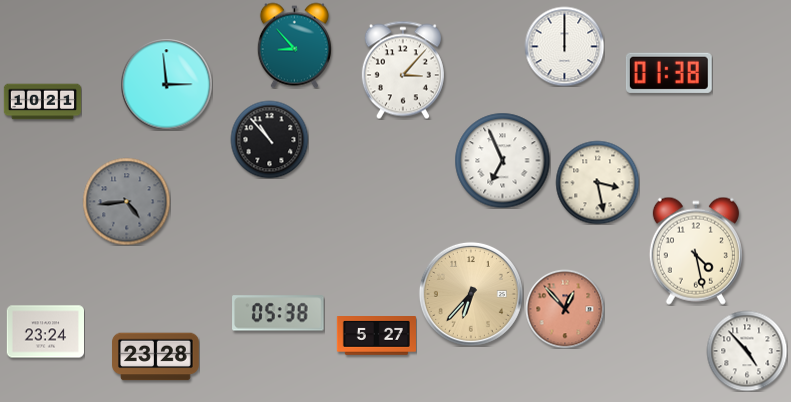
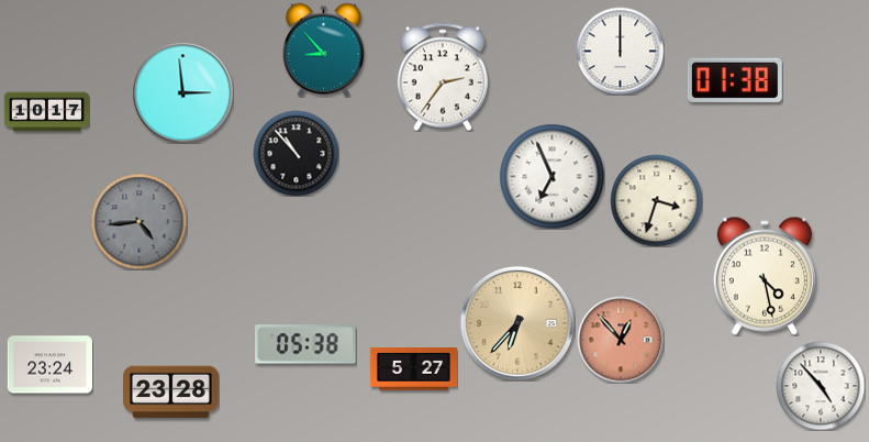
clock at (403, 70): 3:07 -> 2:36
clock at (42, 102): 10:21 -> 10:17
clock at (597, 182): 3:28 -> 3:33
